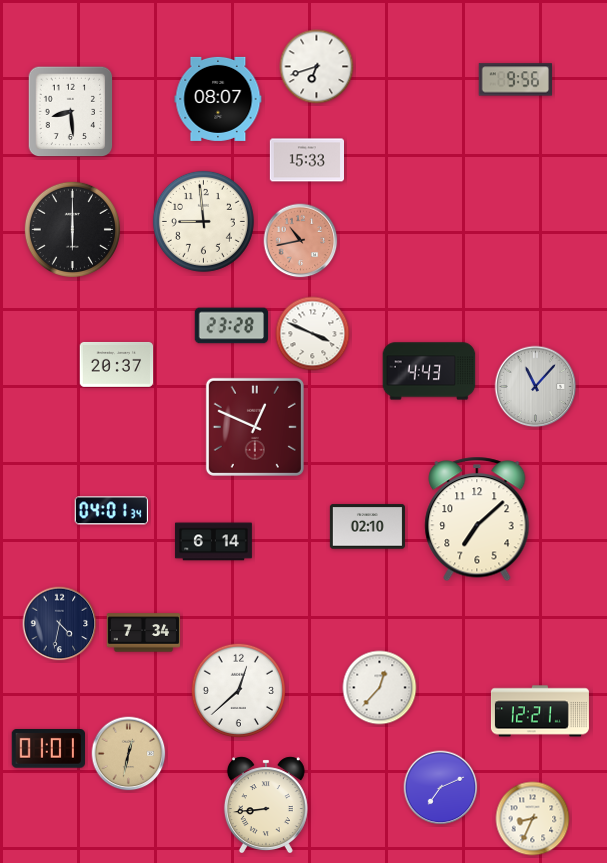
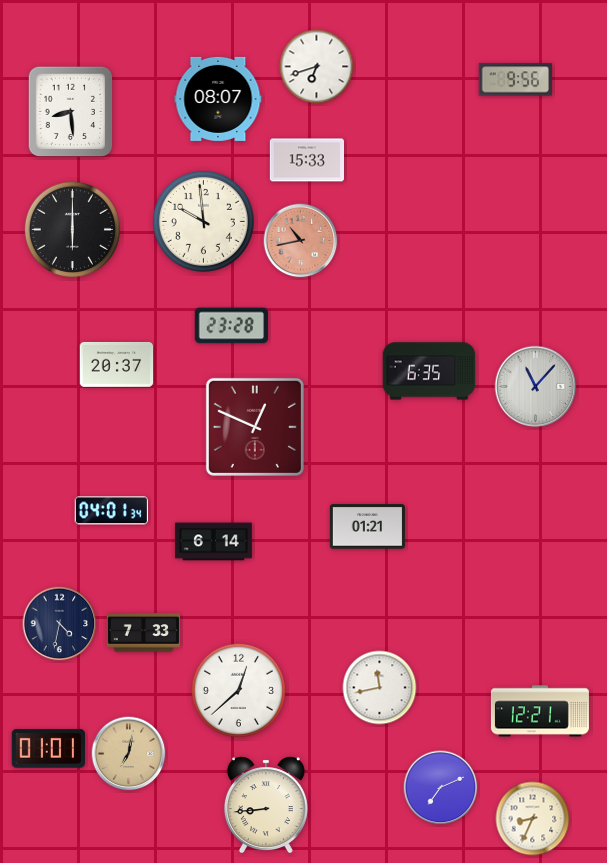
clock at (203, 221): 8:59 -> 9:59
clock at (313, 334): 3:49 -> none
clock at (429, 371): 4:43 -> 6:35
clock at (477, 519): 7:08 -> none
clock at (367, 527): 02:10 -> 01:21
clock at (144, 633): 7:34 -> 7:33
clock at (380, 688): 12:37 -> 11:43
clock at (129, 754): 12:32 -> 7:02
